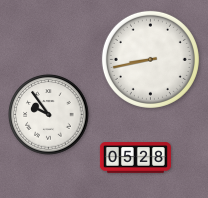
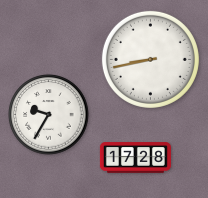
clock at (49, 115): 9:54 -> 9:35
clock at (135, 158): 05:28 -> 17:28
